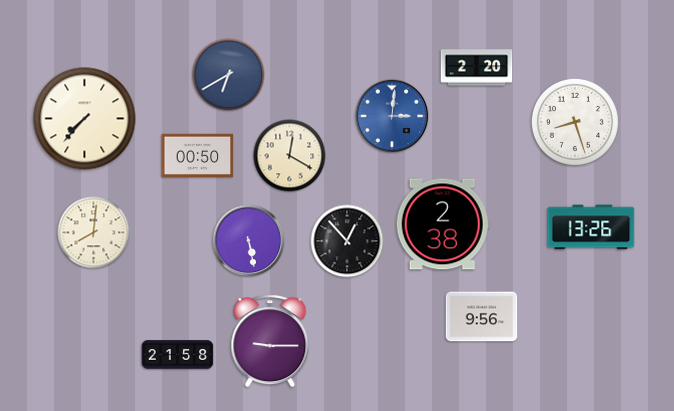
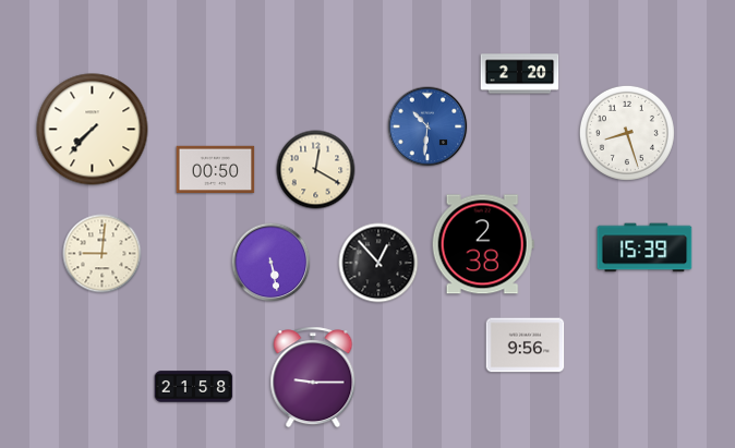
clock at (229, 75): 6:40 -> none
clock at (392, 116): 3:01 -> 10:31
clock at (591, 227): 13:26 -> 15:39
clock at (94, 233): 8:01 -> 9:01
clock at (270, 341) position: (270, 341) -> (313, 377)
